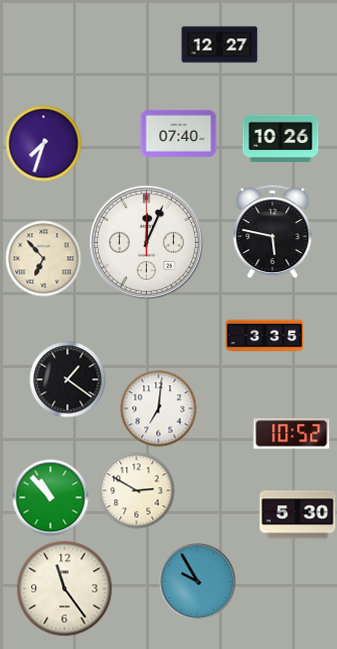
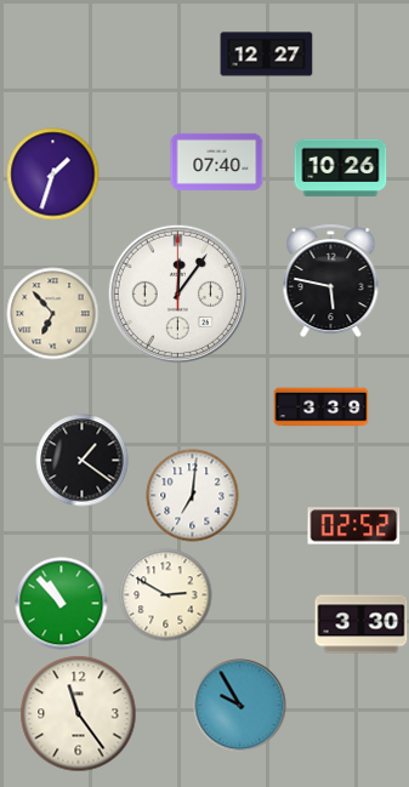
clock at (44, 144): 7:33 -> 1:33
clock at (146, 242): 12:04 -> 12:06
clock at (265, 336): 3:35 -> 3:39
clock at (292, 434): 10:52 -> 02:52
clock at (298, 515): 5:30 -> 3:30
